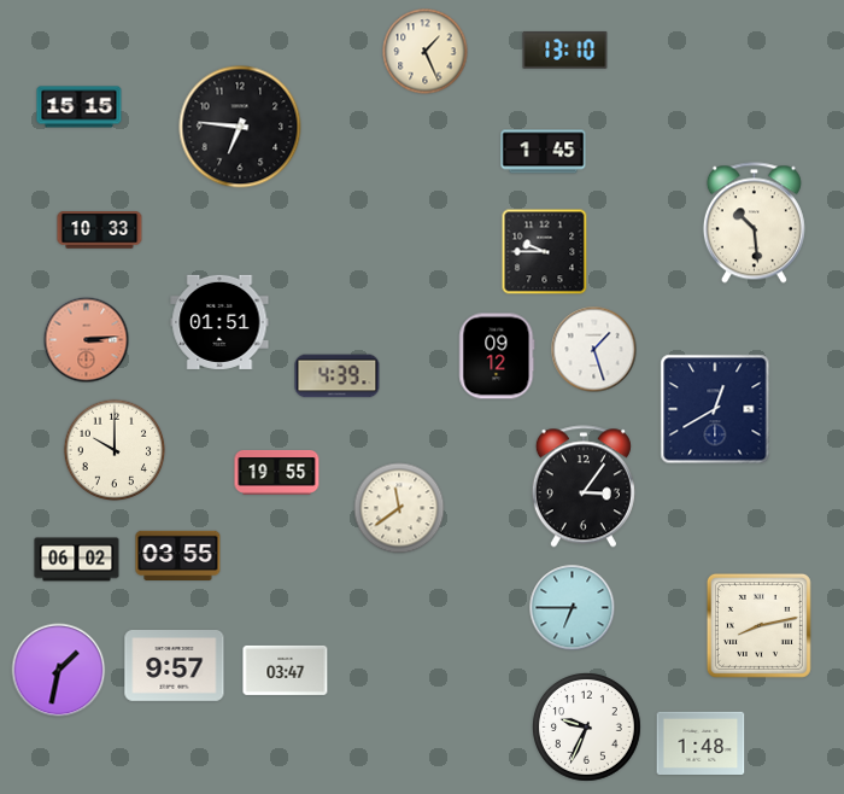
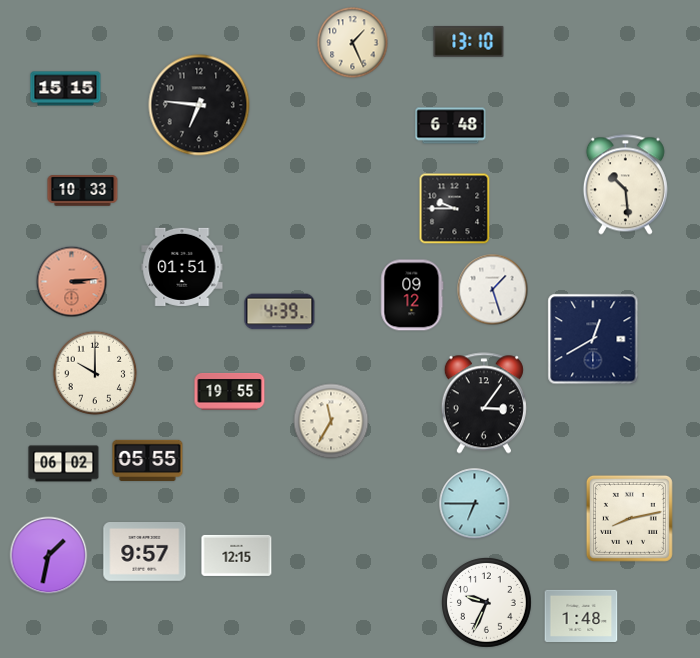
clock at (544, 152): 1:45 -> 6:48
clock at (545, 252) position: (545, 252) -> (455, 209)
clock at (399, 508): 11:39 -> 11:35
clock at (178, 555): 03:55 -> 05:55
clock at (286, 670): 03:47 -> 12:15
